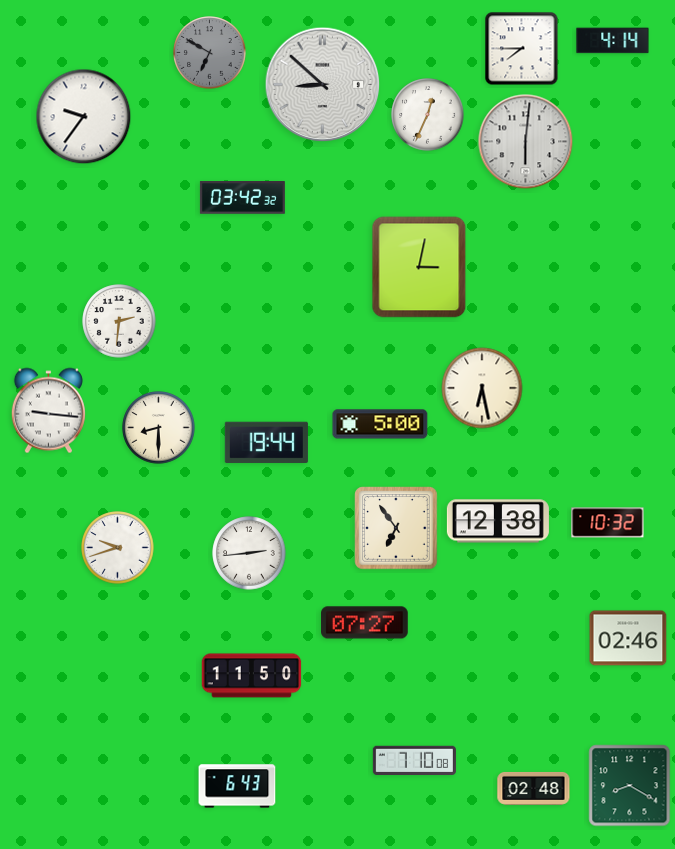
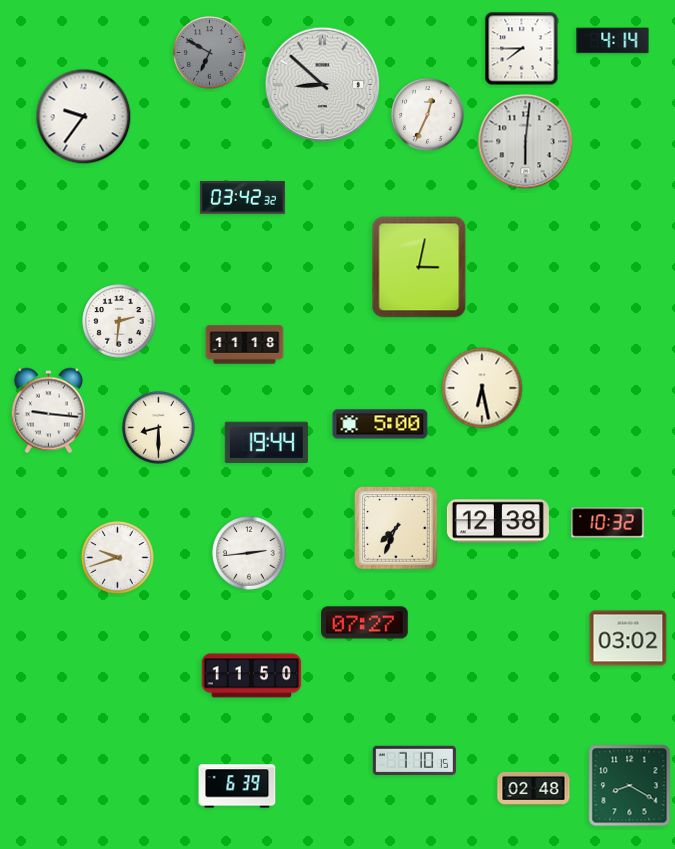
clock at (245, 345): none -> 11:18
clock at (396, 528): 6:54 -> 7:34
clock at (118, 548) position: (118, 548) -> (118, 558)
clock at (628, 638): 02:46 -> 03:02
clock at (414, 760): 7:10:08 -> 7:10:15
clock at (237, 786): 6:43 -> 6:39
